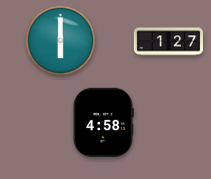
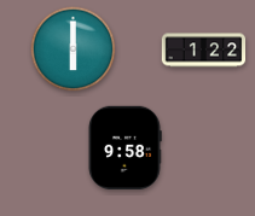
clock at (169, 42): 1:27 -> 1:22
clock at (103, 122): 4:58 -> 9:58
